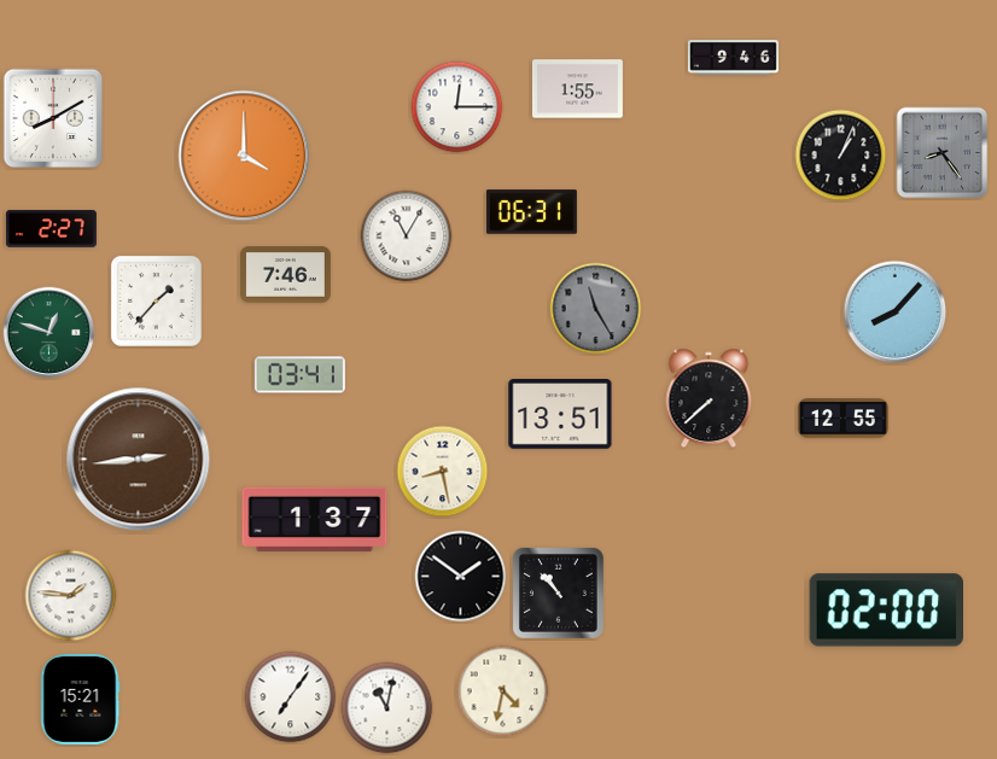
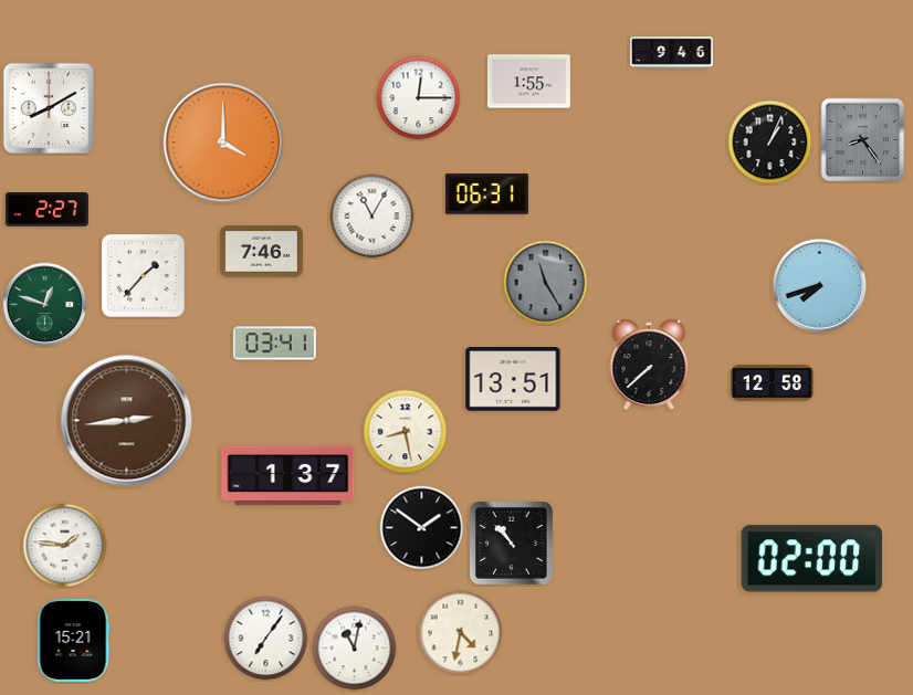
clock at (896, 313): 8:07 -> 7:42
clock at (843, 419): 12:55 -> 12:58
